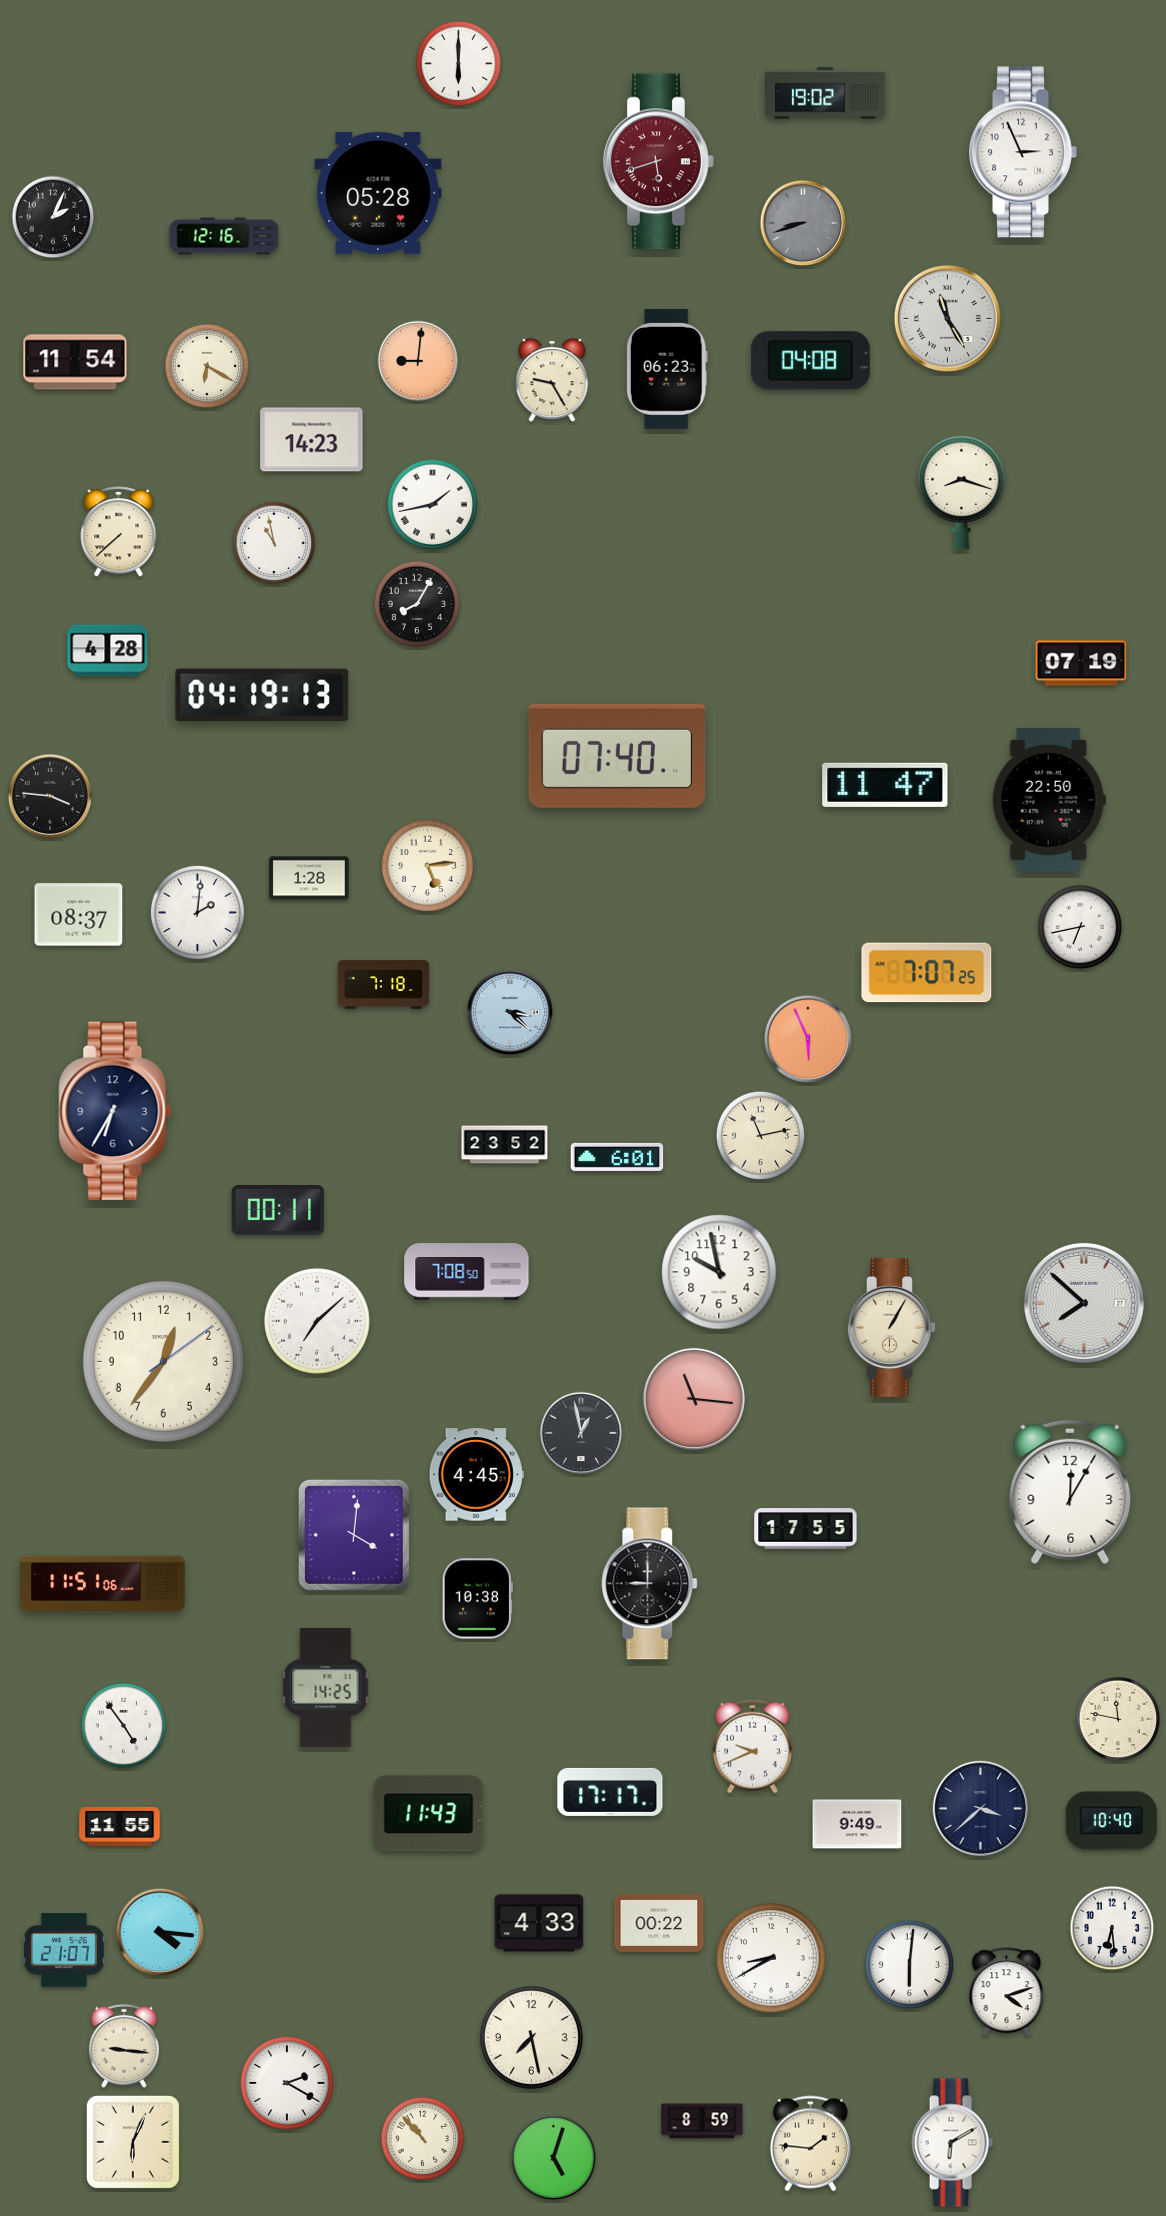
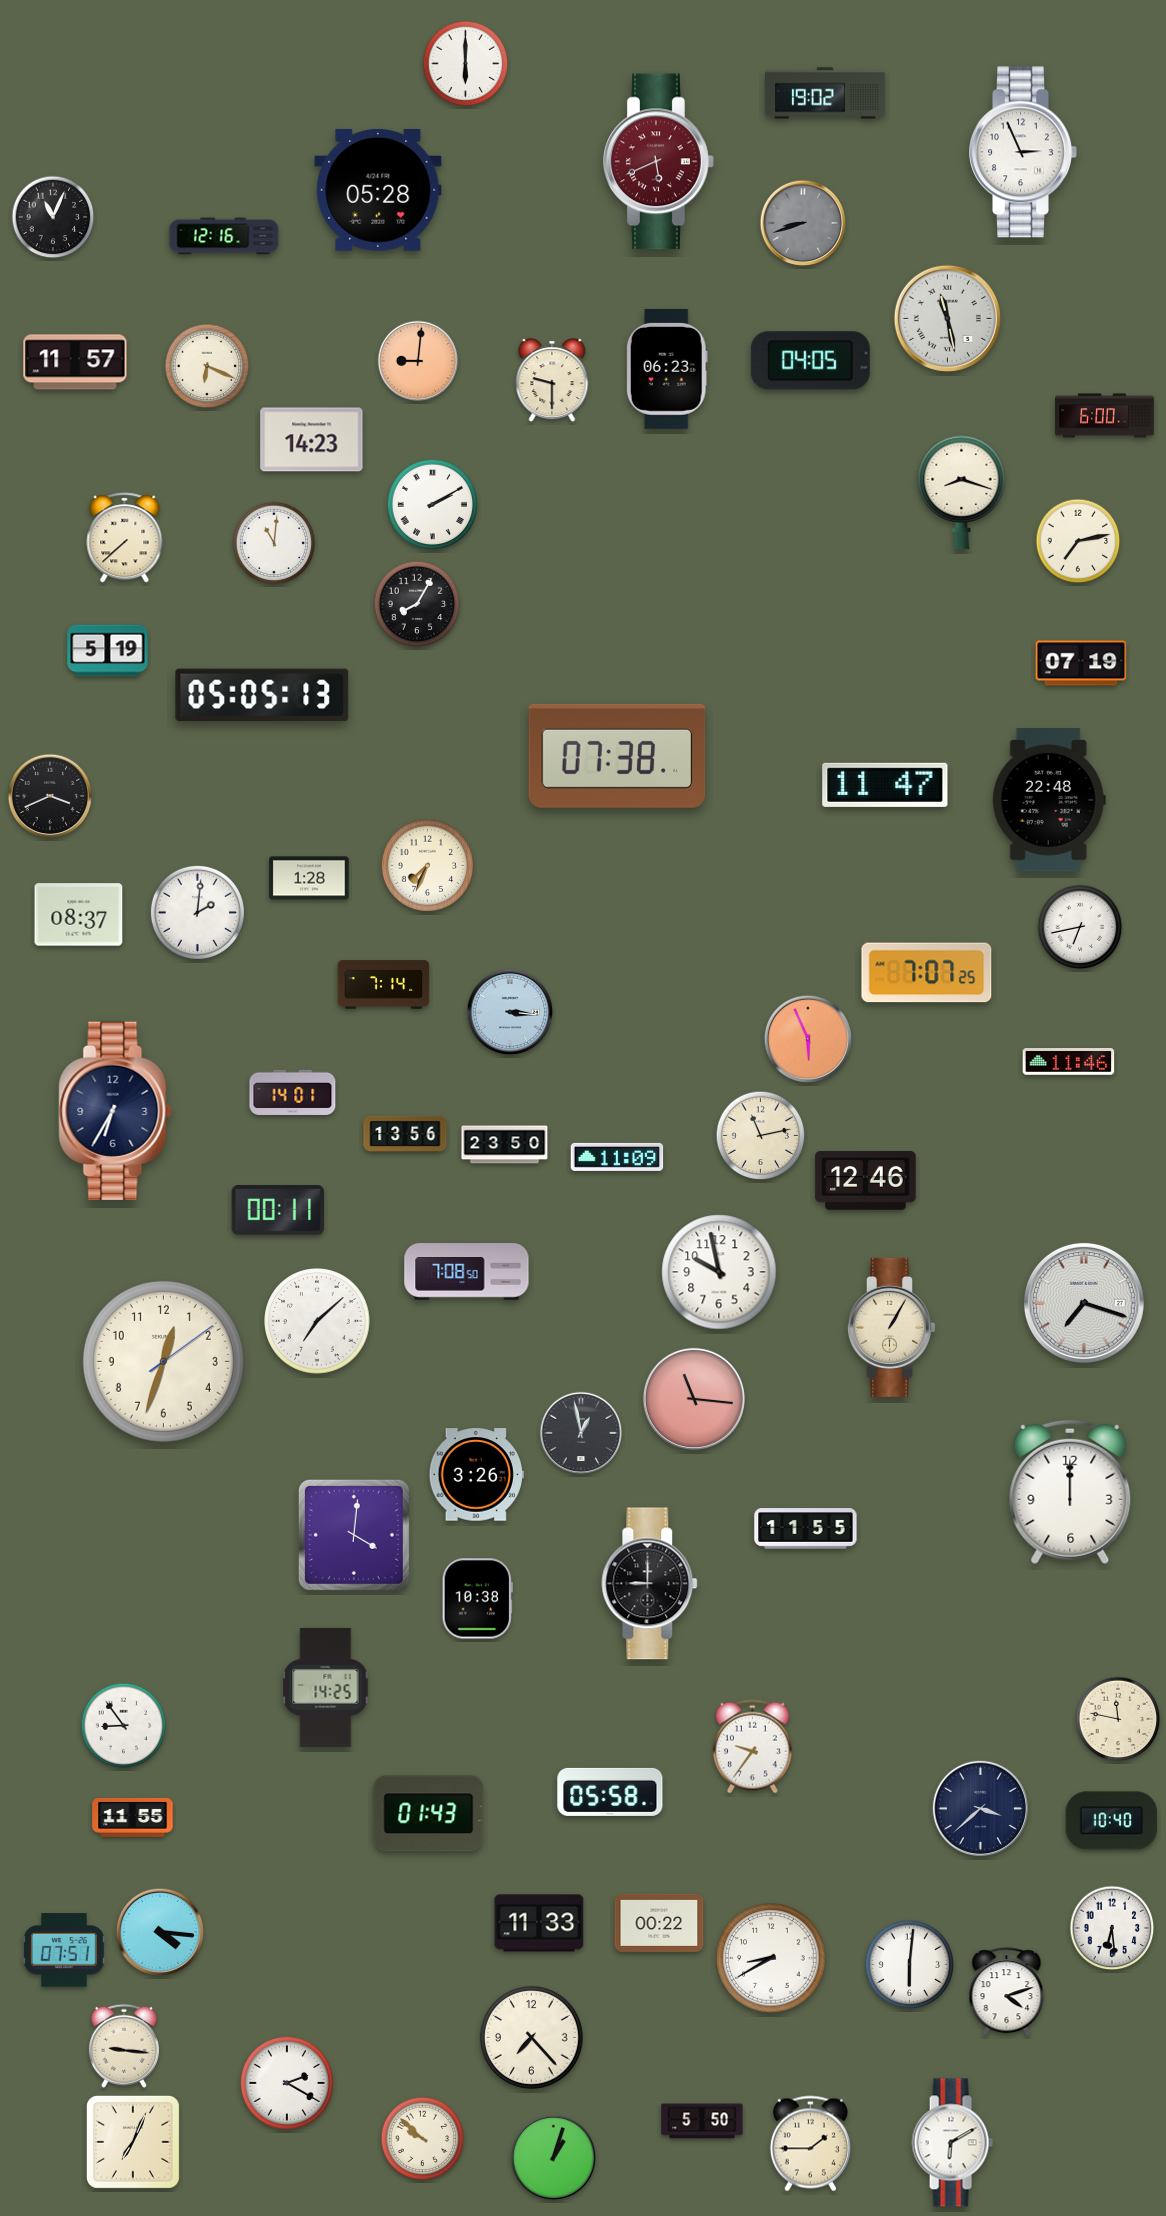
clock at (459, 64) position: (459, 64) -> (466, 64)
clock at (659, 162): 5:42 -> 5:41
clock at (378, 193) position: (378, 193) -> (378, 190)
clock at (53, 217): 2:04 -> 11:04
clock at (947, 318): 11:25 -> 11:28
clock at (810, 361): 04:08 -> 04:05
clock at (75, 362): 11:54 -> 11:57
clock at (207, 366): 6:20 -> 6:19
clock at (552, 381): 9:25 -> 9:30
clock at (1105, 416): none -> 6:00
clock at (432, 504): 1:43 -> 2:10
clock at (119, 532) position: (119, 532) -> (125, 538)
clock at (1078, 541): none -> 7:13
clock at (274, 543): 10:58 -> 11:01
clock at (108, 651): 4:28 -> 5:19
clock at (262, 694): 04:19 -> 05:05
clock at (617, 756): 07:40 -> 07:38
clock at (50, 796): 3:46 -> 3:41
clock at (1049, 800): 22:50 -> 22:48
clock at (427, 865): 5:14 -> 7:34
clock at (384, 985): 7:18 -> 7:14
clock at (510, 1012): 3:22 -> 3:16
clock at (1069, 1062): none -> 11:46
clock at (293, 1092): none -> 14:01
clock at (405, 1134): none -> 13:56
clock at (505, 1145): 23:52 -> 23:50
clock at (617, 1157): 6:01 -> 11:09
clock at (866, 1181): none -> 12:46
clock at (1084, 1303): 7:52 -> 7:18
clock at (163, 1361): 12:36 -> 12:33
clock at (476, 1475): 4:45 -> 3:26
clock at (1070, 1492): 12:05 -> 12:00
clock at (806, 1529): 17:55 -> 11:55
clock at (103, 1584): 11:51 -> none
clock at (124, 1726): 4:54 -> 8:54
clock at (752, 1747): 9:41 -> 9:36
clock at (610, 1792): 17:17 -> 05:58
clock at (429, 1814): 11:43 -> 01:43
clock at (857, 1824): 9:49 -> none
clock at (120, 1826) position: (120, 1826) -> (133, 1817)
clock at (539, 1923): 4:33 -> 11:33
clock at (65, 1950): 21:07 -> 07:51
clock at (532, 2038): 7:28 -> 7:23
clock at (702, 2121): 8:59 -> 5:50
clock at (423, 2139): 10:53 -> 9:52
clock at (133, 2142): 6:04 -> 7:04
clock at (810, 2144): 1:46 -> 1:45
clock at (554, 2158): 5:03 -> 1:03
